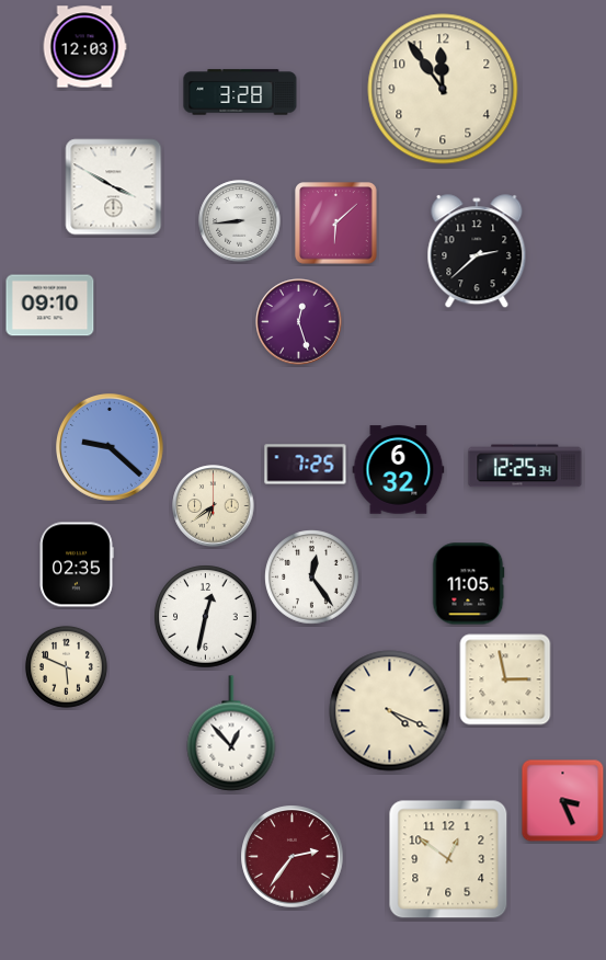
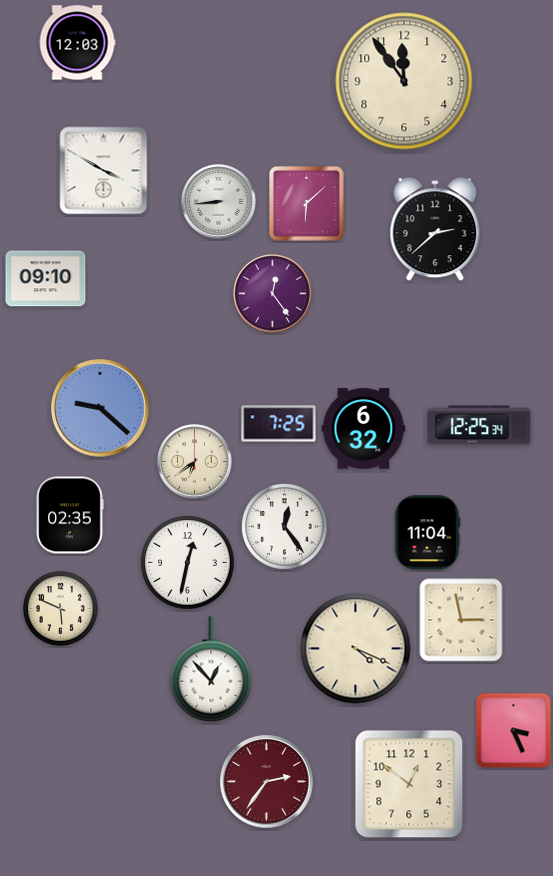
clock at (240, 92): 3:28 -> none
clock at (299, 322): 12:27 -> 12:24
clock at (468, 584): 11:05 -> 11:04
